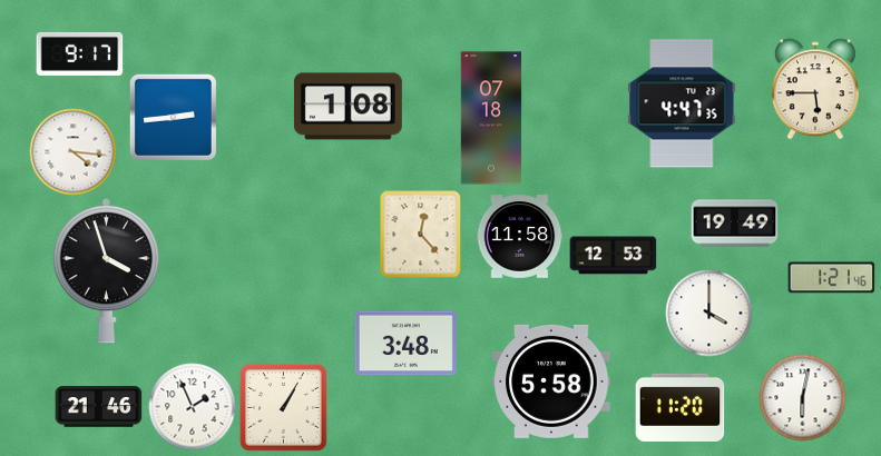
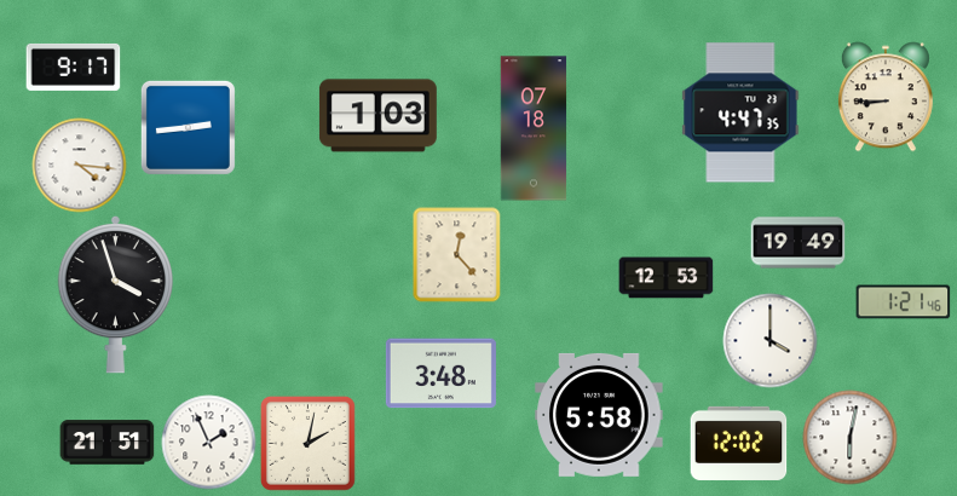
clock at (79, 53) position: (79, 53) -> (73, 67)
clock at (815, 89): 5:45 -> 8:45
clock at (347, 107): 1:08 -> 1:03
clock at (519, 237): 11:58 -> none
clock at (802, 397) position: (802, 397) -> (849, 437)
clock at (98, 407): 21:46 -> 21:51
clock at (283, 407): 1:05 -> 2:02
clock at (679, 407): 11:20 -> 12:02
